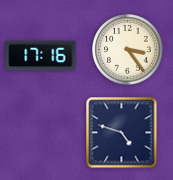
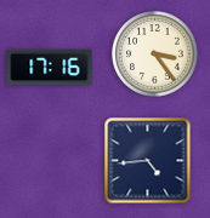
clock at (128, 50) position: (128, 50) -> (155, 54)
clock at (122, 133): 4:48 -> 4:44
